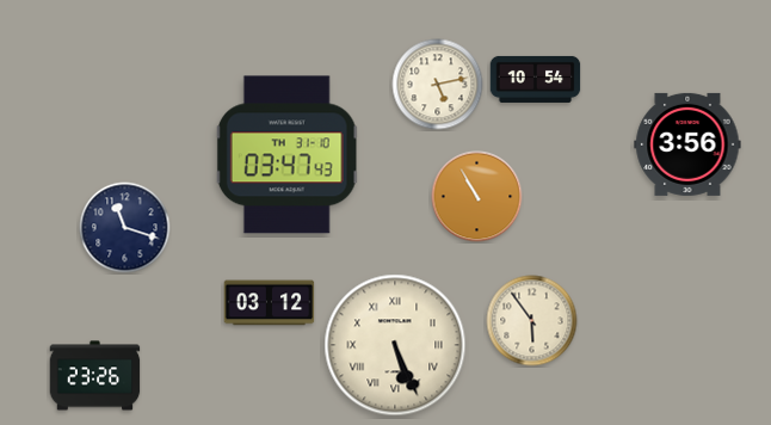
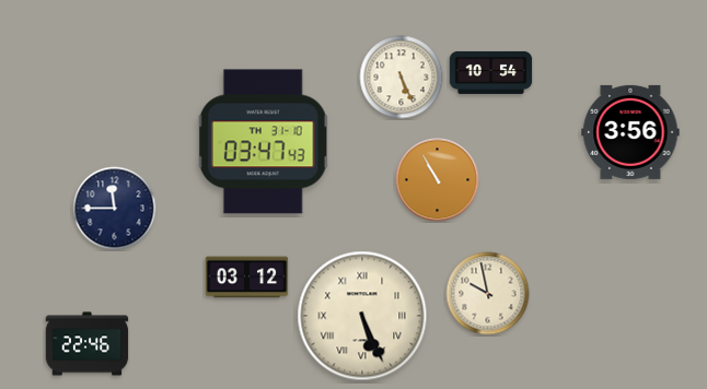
clock at (438, 85): 5:13 -> 5:26
clock at (125, 228): 11:18 -> 11:45
clock at (532, 321): 5:54 -> 9:58
clock at (95, 376): 23:26 -> 22:46
